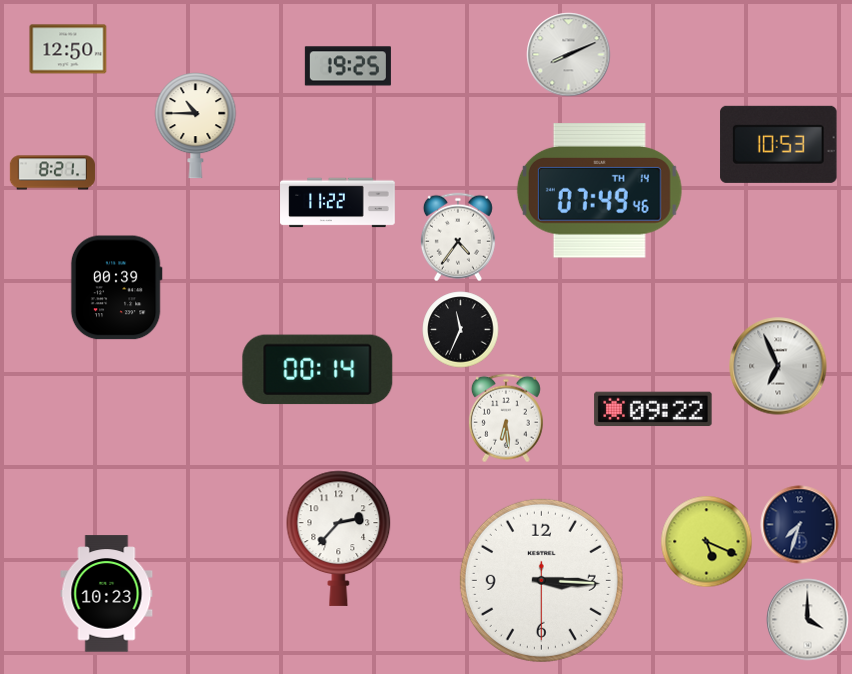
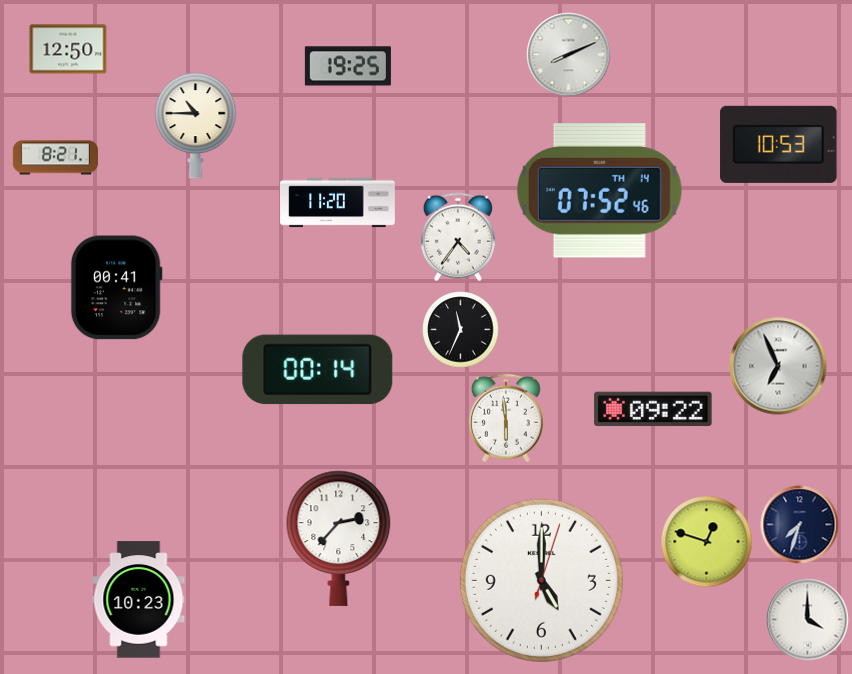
clock at (52, 173) position: (52, 173) -> (55, 158)
clock at (599, 191): 07:49 -> 07:52
clock at (338, 203): 11:22 -> 11:20
clock at (116, 288): 00:39 -> 00:41
clock at (506, 418): 6:29 -> 5:59
clock at (707, 542): 5:19 -> 12:48
clock at (541, 580): 3:15 -> 5:00
clock at (107, 594) position: (107, 594) -> (139, 600)
